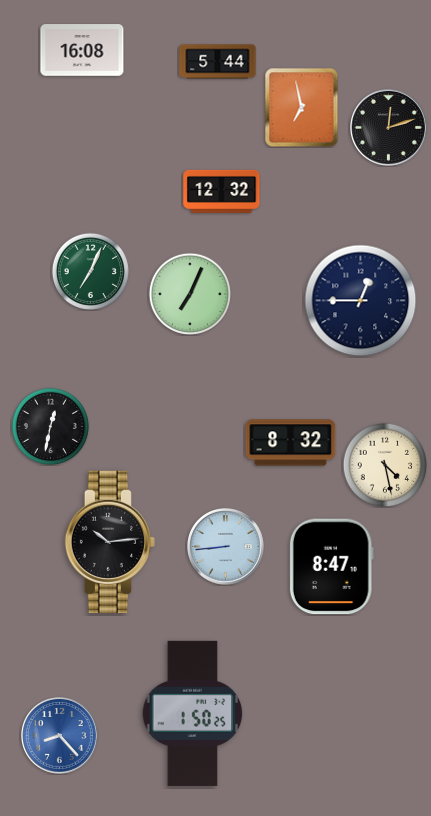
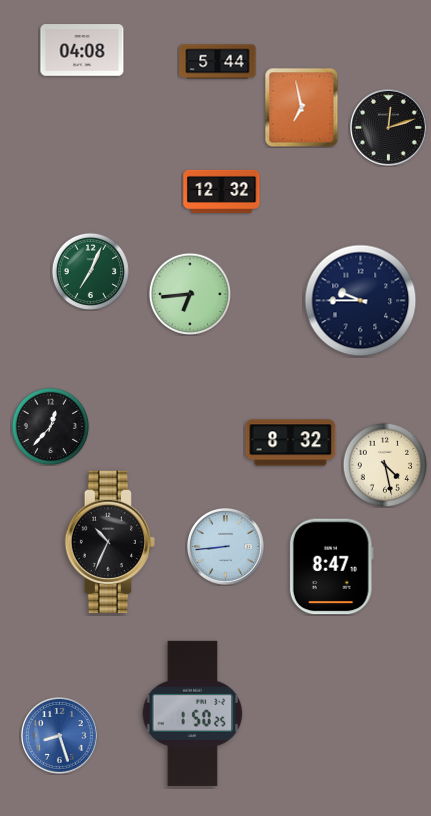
clock at (82, 50): 16:08 -> 04:08
clock at (189, 293): 7:04 -> 6:44
clock at (361, 301): 12:45 -> 9:45
clock at (50, 426): 12:32 -> 12:37
clock at (109, 541): 10:14 -> 10:34
clock at (60, 736): 8:23 -> 8:27
